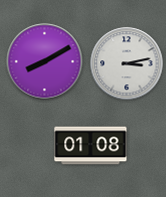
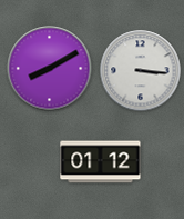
clock at (127, 64): 3:13 -> 3:16
clock at (91, 146): 01:08 -> 01:12
